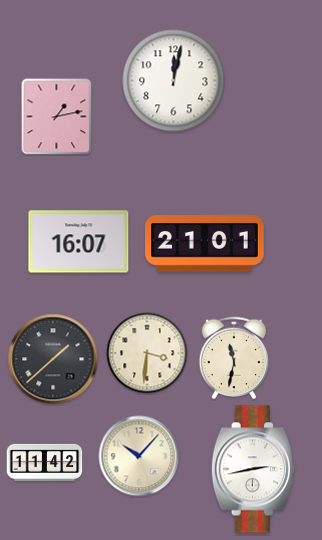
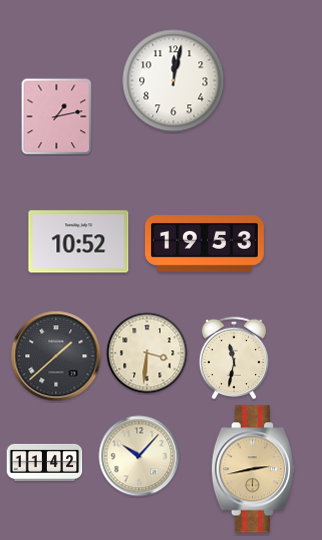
clock at (79, 242): 16:07 -> 10:52
clock at (205, 244): 21:01 -> 19:53
clock at (53, 359) position: (53, 359) -> (56, 356)
clock at (253, 469) dial: white -> champagne
